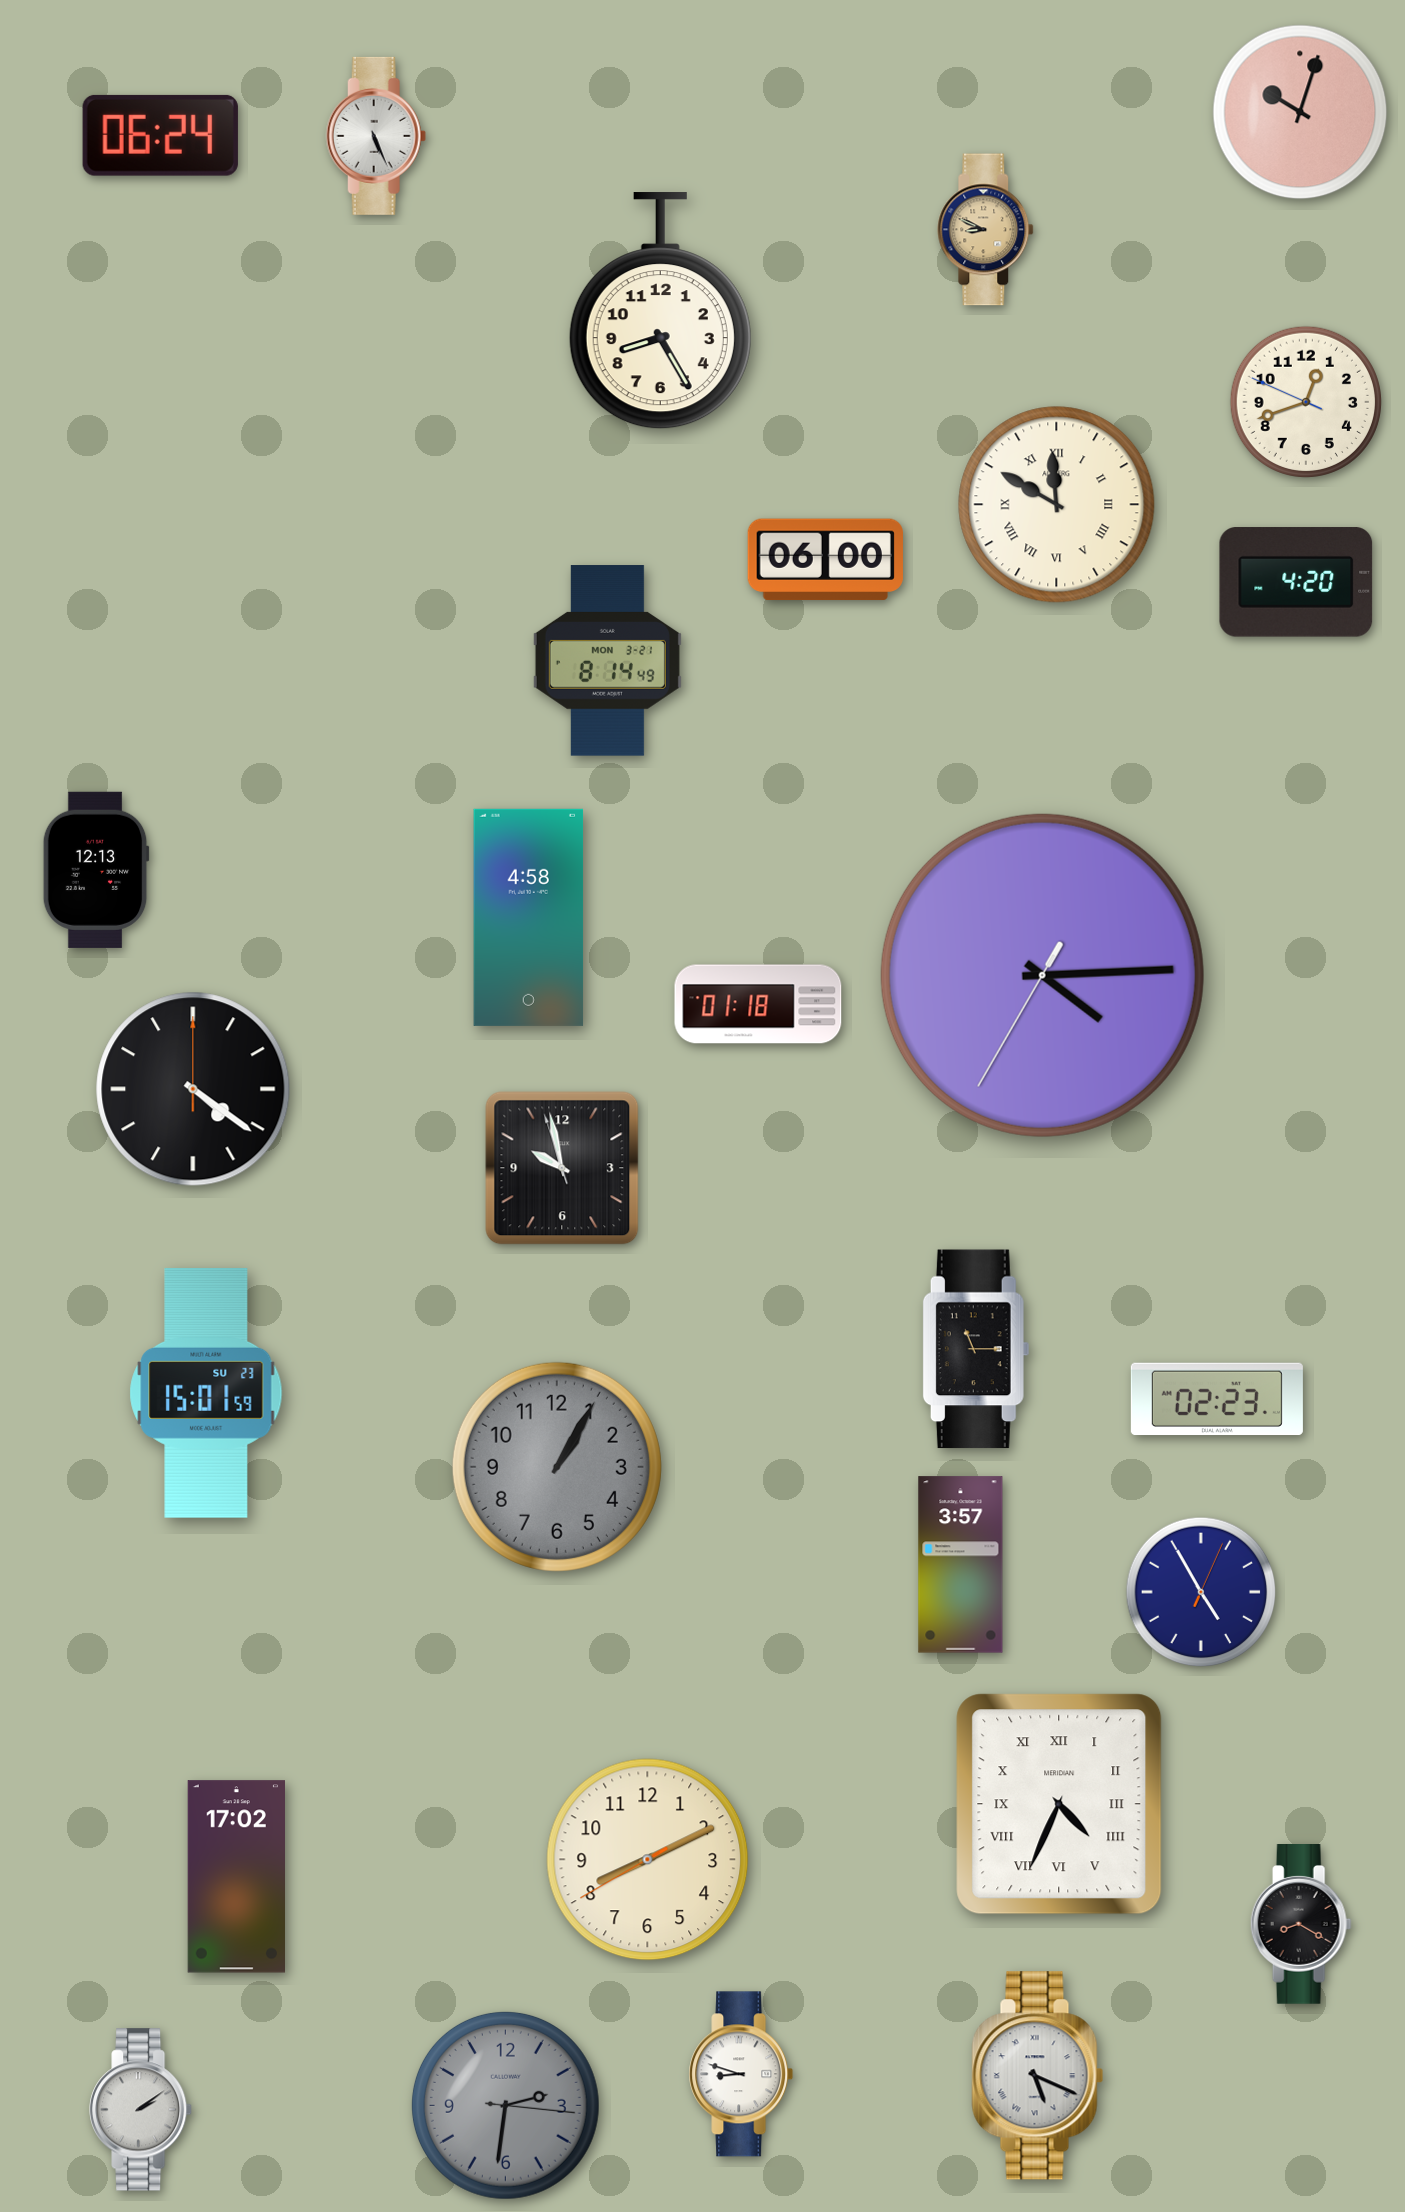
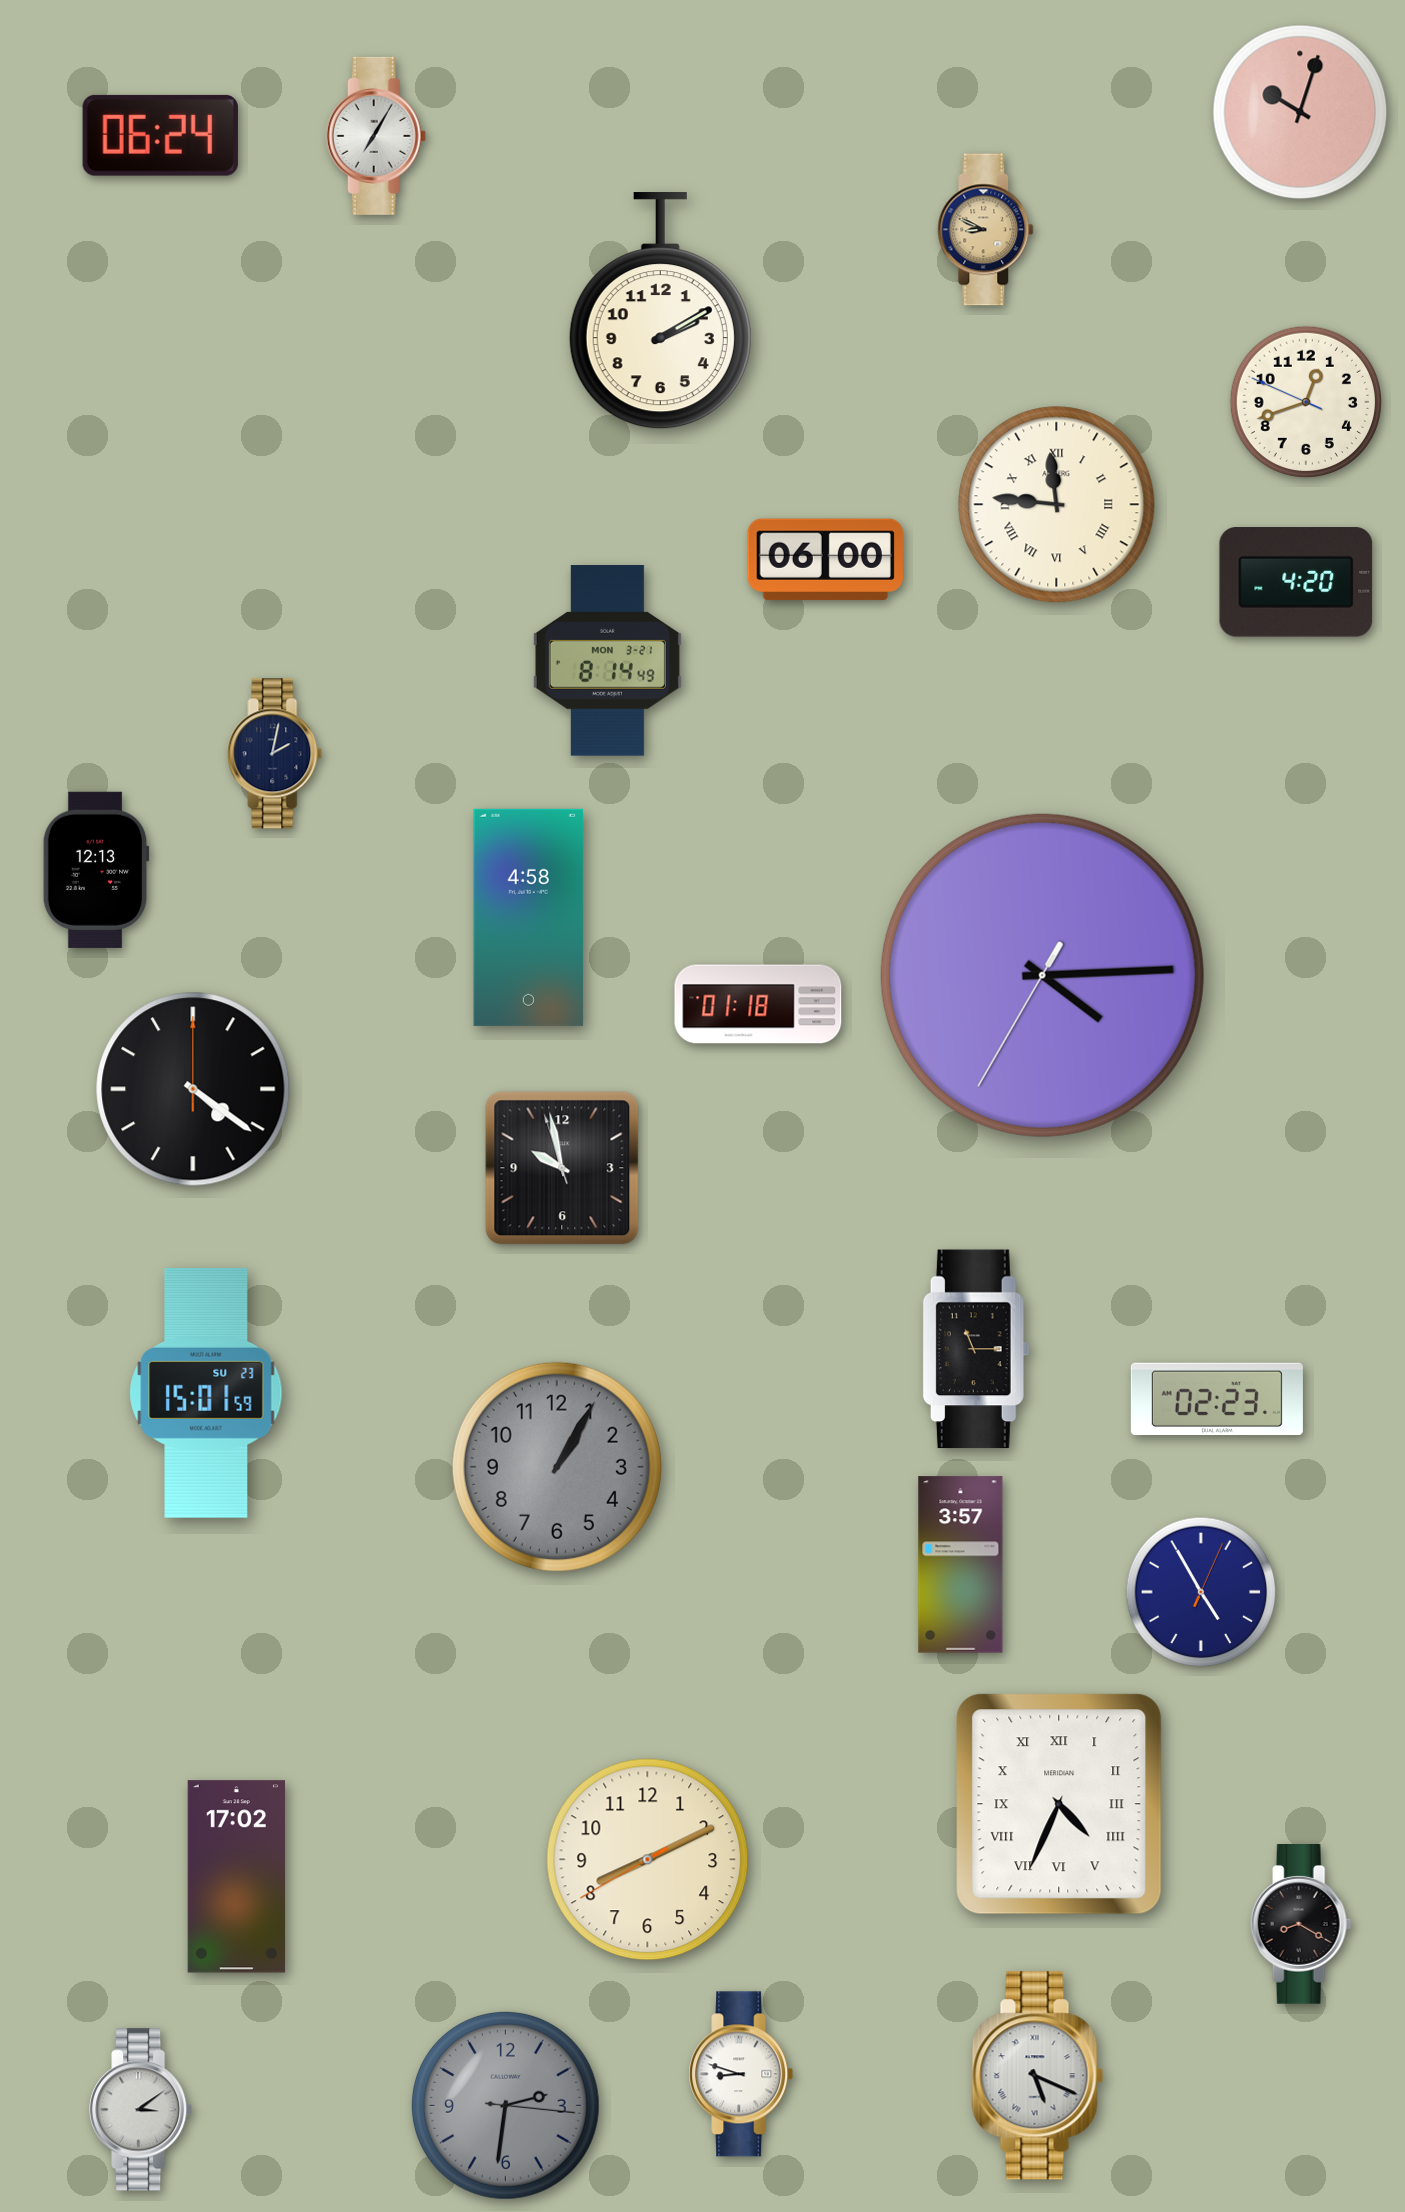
clock at (376, 136): 5:26 -> 7:05
clock at (660, 311): 8:25 -> 2:10
clock at (1057, 505): 11:50 -> 11:46
clock at (275, 754): none -> 2:02
clock at (142, 2110): 2:09 -> 3:09
